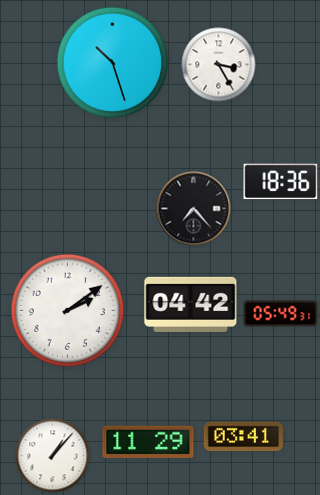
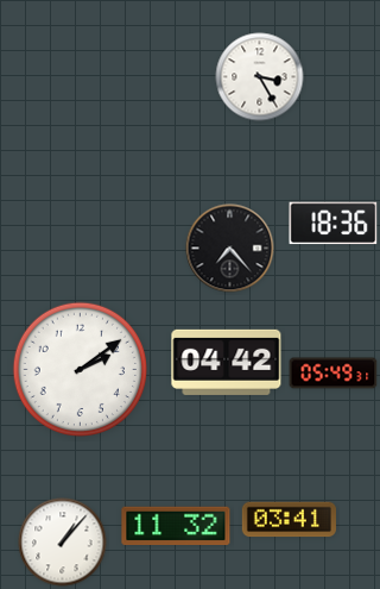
clock at (113, 63): 10:27 -> none
clock at (281, 182) position: (281, 182) -> (334, 224)
clock at (148, 442): 11:29 -> 11:32
